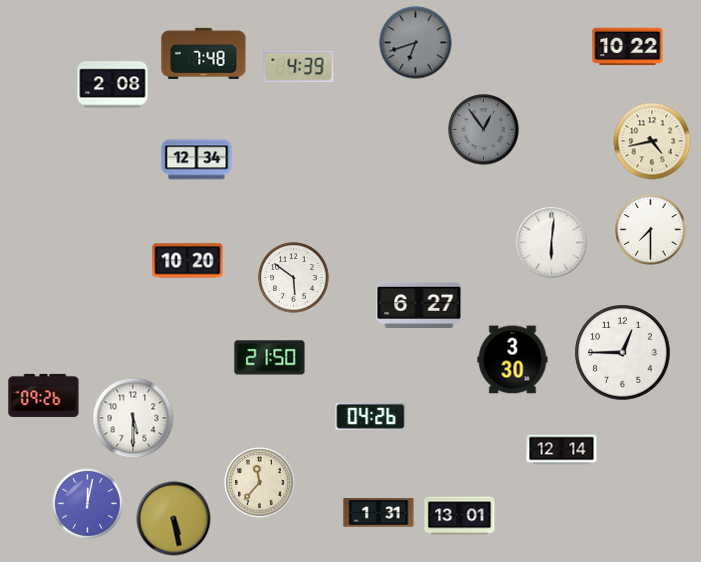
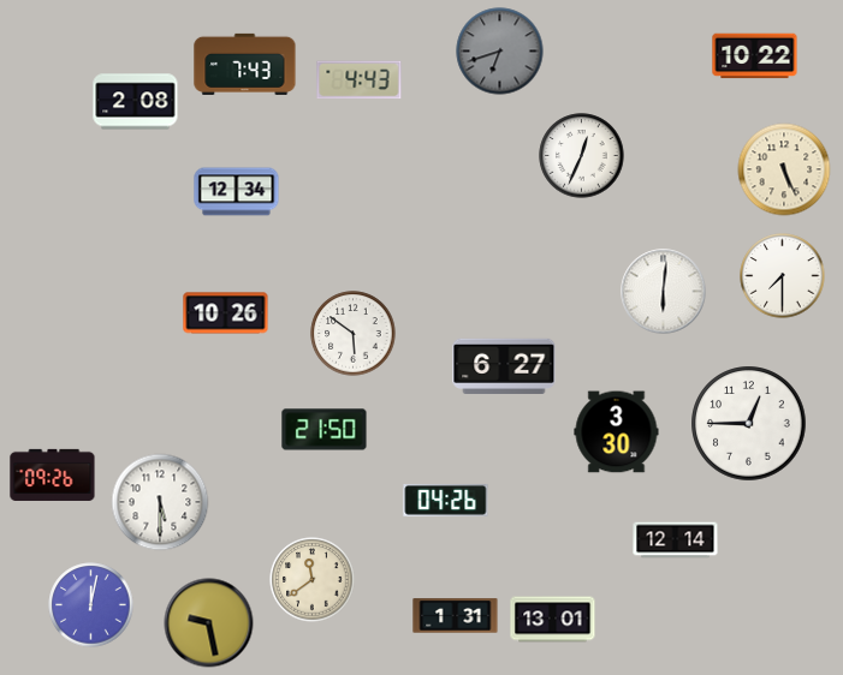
clock at (204, 53): 7:48 -> 7:43
clock at (299, 67): 4:39 -> 4:43
clock at (484, 130): 12:54 -> 12:34
clock at (484, 130) dial: grey -> white
clock at (652, 141): 4:43 -> 5:26
clock at (188, 261): 10:20 -> 10:26
clock at (260, 483): 11:37 -> 11:39
clock at (88, 504) position: (88, 504) -> (91, 605)
clock at (174, 519): 5:28 -> 9:28
